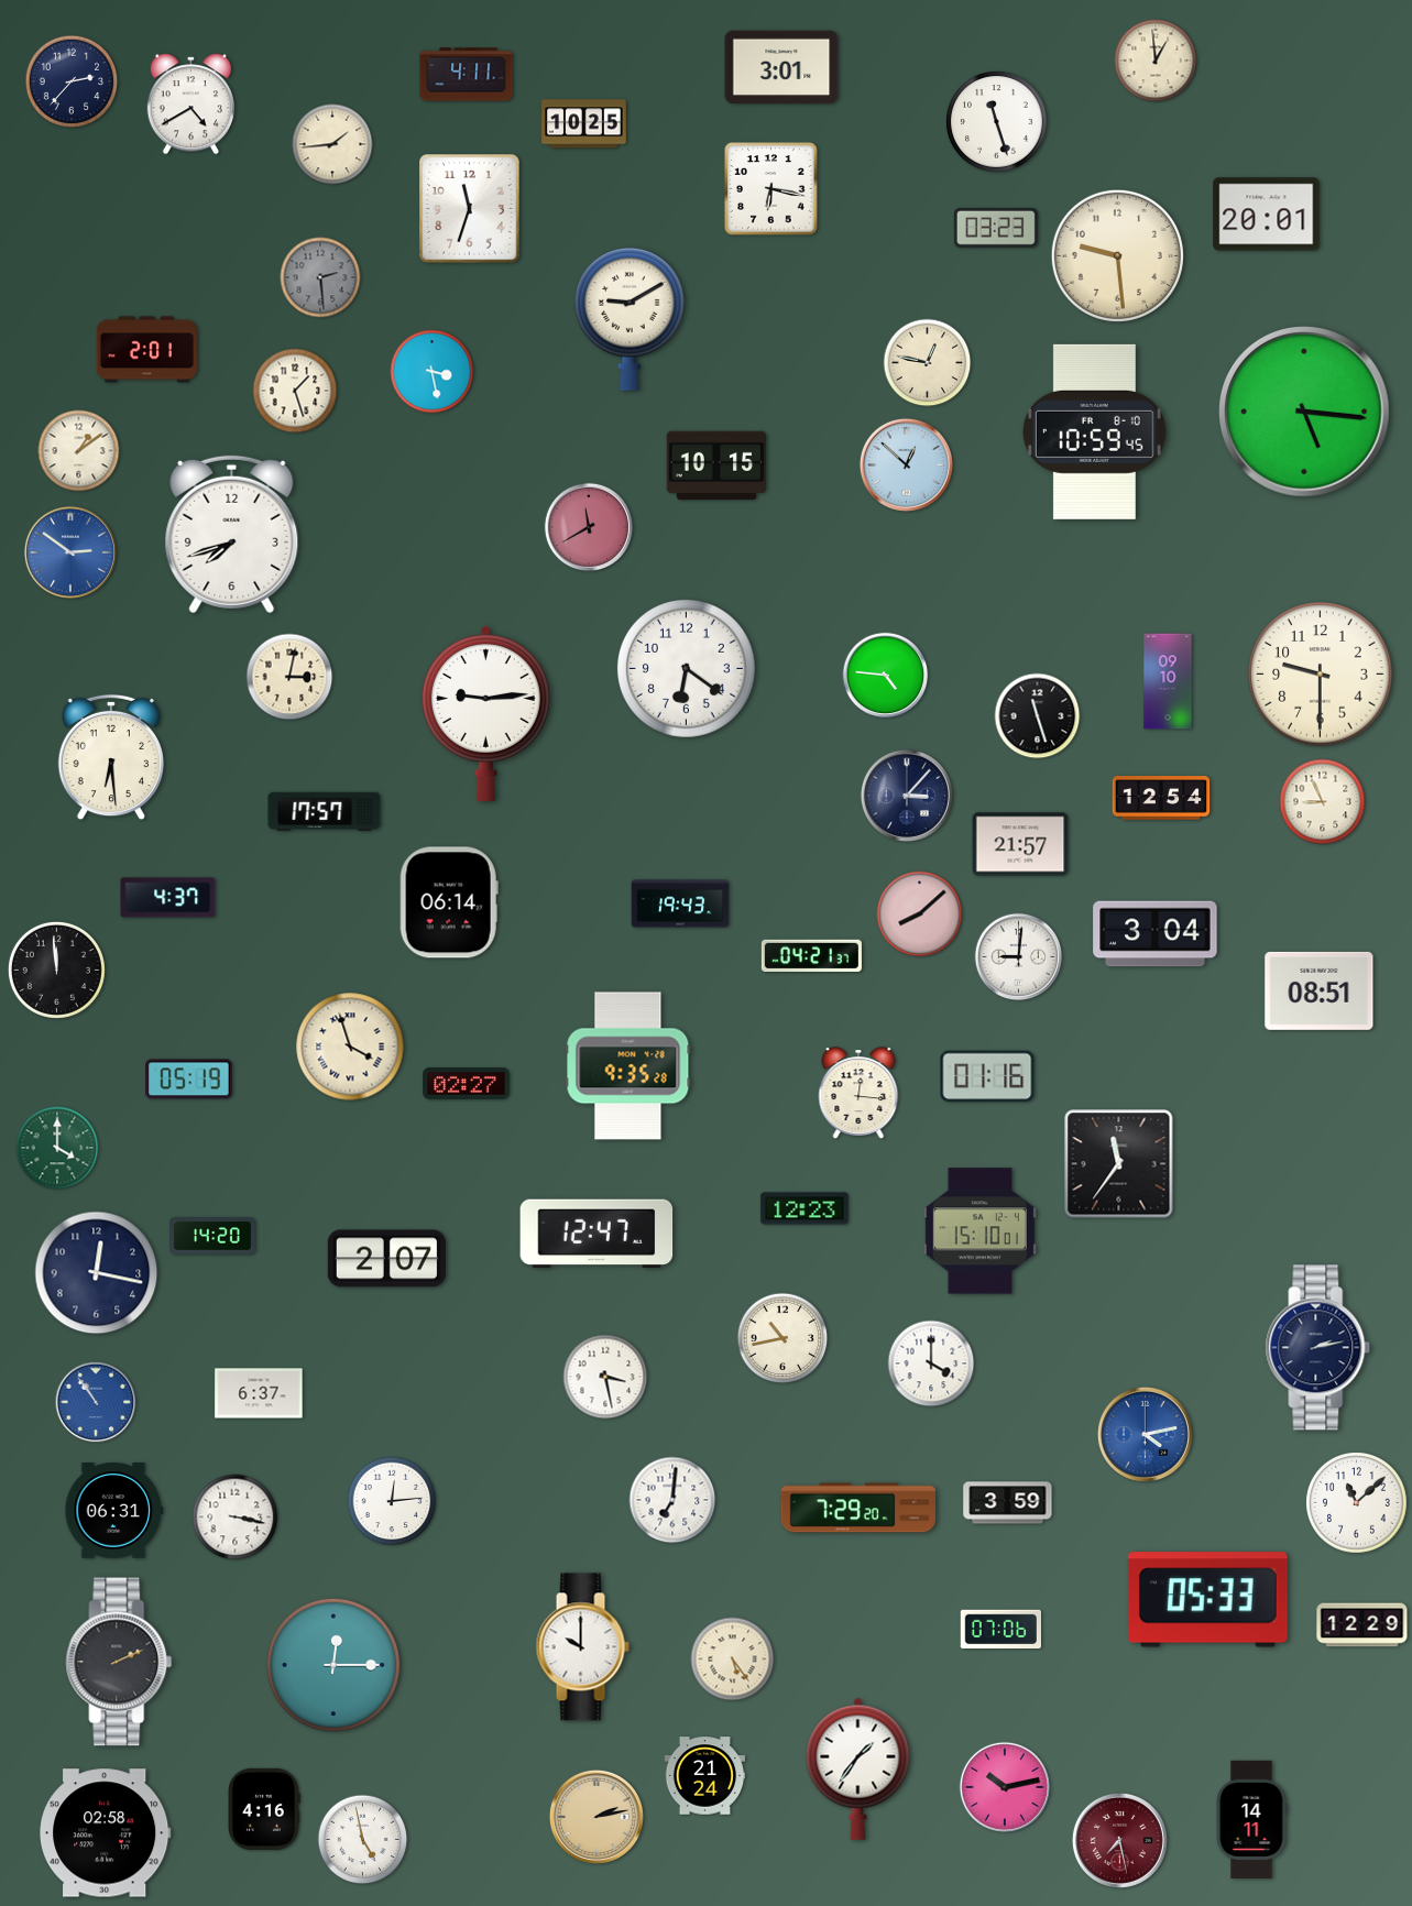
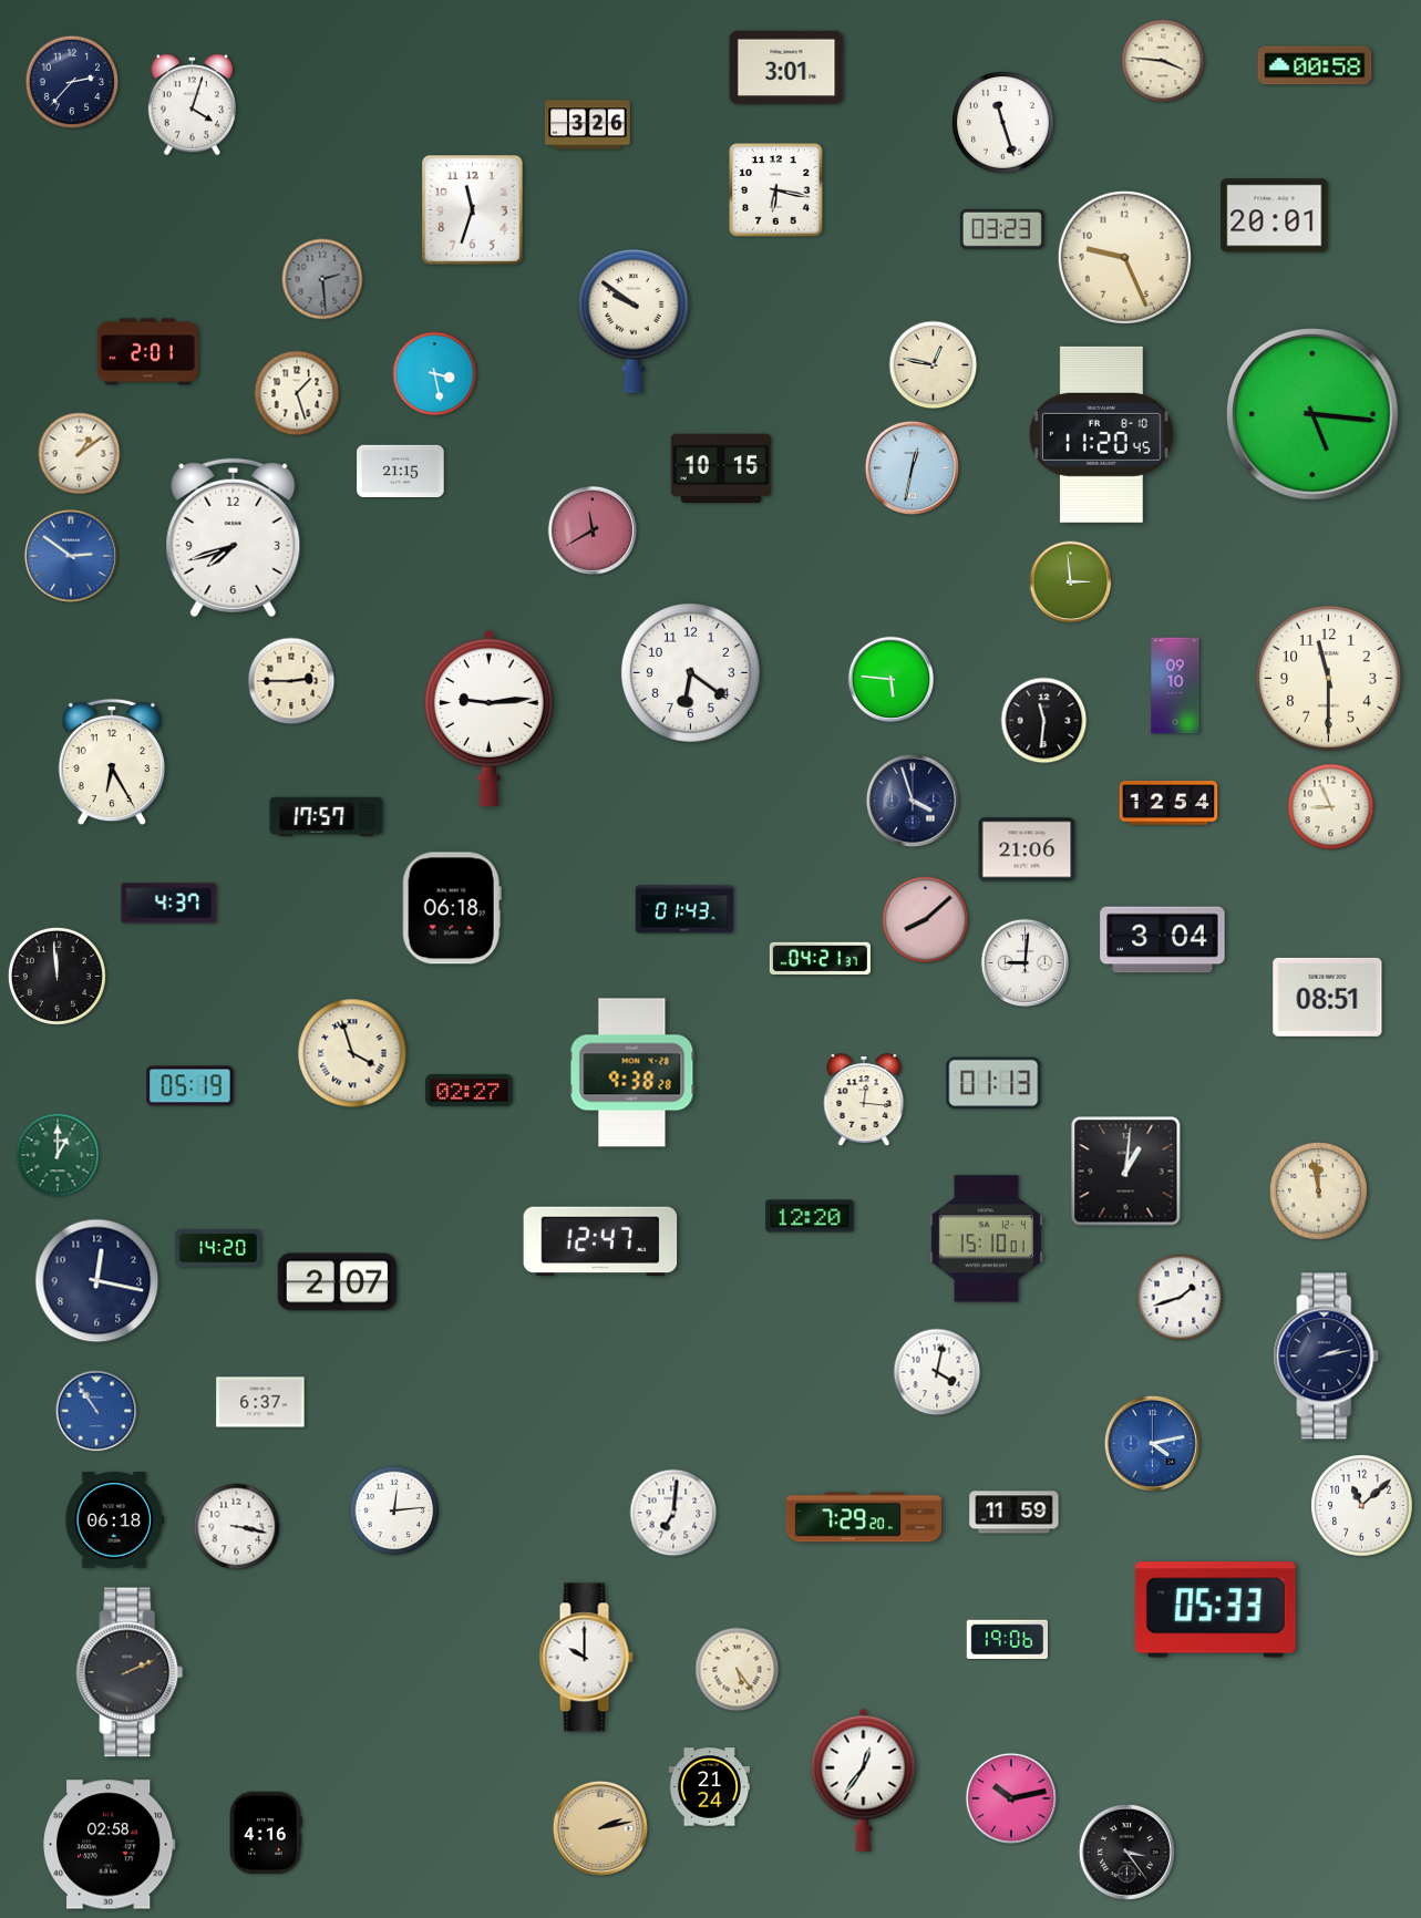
clock at (1156, 61): 12:59 -> 3:46
clock at (1315, 65): none -> 00:58
clock at (467, 75): 4:11 -> none
clock at (190, 105): 4:40 -> 4:03
clock at (584, 124): 10:25 -> 3:26
clock at (332, 144): 1:44 -> none
clock at (1117, 255): 9:29 -> 9:26
clock at (630, 319): 9:10 -> 9:51
clock at (1094, 431): 10:59 -> 11:20
clock at (906, 464): 12:52 -> 12:32
clock at (401, 471): none -> 21:15
clock at (1071, 582): none -> 2:59
clock at (1321, 675): 9:30 -> 11:30
clock at (886, 676): 4:46 -> 5:46
clock at (289, 677): 3:02 -> 2:45
clock at (1038, 716): 11:27 -> 11:31
clock at (111, 757): 6:29 -> 6:25
clock at (907, 796): 3:07 -> 3:57
clock at (1020, 844): 21:57 -> 21:06
clock at (449, 902): 06:14 -> 06:18
clock at (680, 903): 19:43 -> 01:43
clock at (811, 956) position: (811, 956) -> (820, 959)
clock at (628, 1066): 9:35 -> 9:38
clock at (987, 1076): 01:16 -> 01:13
clock at (57, 1148): 4:00 -> 1:00
clock at (1119, 1164): 11:36 -> 1:01
clock at (1318, 1190): none -> 11:58
clock at (804, 1208): 12:23 -> 12:20
clock at (212, 1236) position: (212, 1236) -> (218, 1248)
clock at (386, 1259) position: (386, 1259) -> (337, 1282)
clock at (1181, 1298): none -> 1:42
clock at (782, 1338): 10:43 -> none
clock at (931, 1363): 4:00 -> 4:02
clock at (605, 1377): 3:28 -> none
clock at (672, 1500) position: (672, 1500) -> (673, 1513)
clock at (1008, 1503): 3:59 -> 11:59
clock at (1357, 1503) position: (1357, 1503) -> (1362, 1506)
clock at (114, 1511): 06:31 -> 06:18
clock at (1362, 1625): 12:29 -> none
clock at (1000, 1630): 07:06 -> 19:06
clock at (119, 1662) position: (119, 1662) -> (130, 1672)
clock at (333, 1665): 12:15 -> none
clock at (858, 1768): 1:36 -> 12:36
clock at (264, 1809) position: (264, 1809) -> (266, 1833)
clock at (1251, 1819): 14:11 -> none
clock at (106, 1833) position: (106, 1833) -> (110, 1845)
clock at (363, 1840): 4:58 -> none
clock at (1119, 1840): 7:28 -> 3:24
clock at (1119, 1840) dial: burgundy -> black
